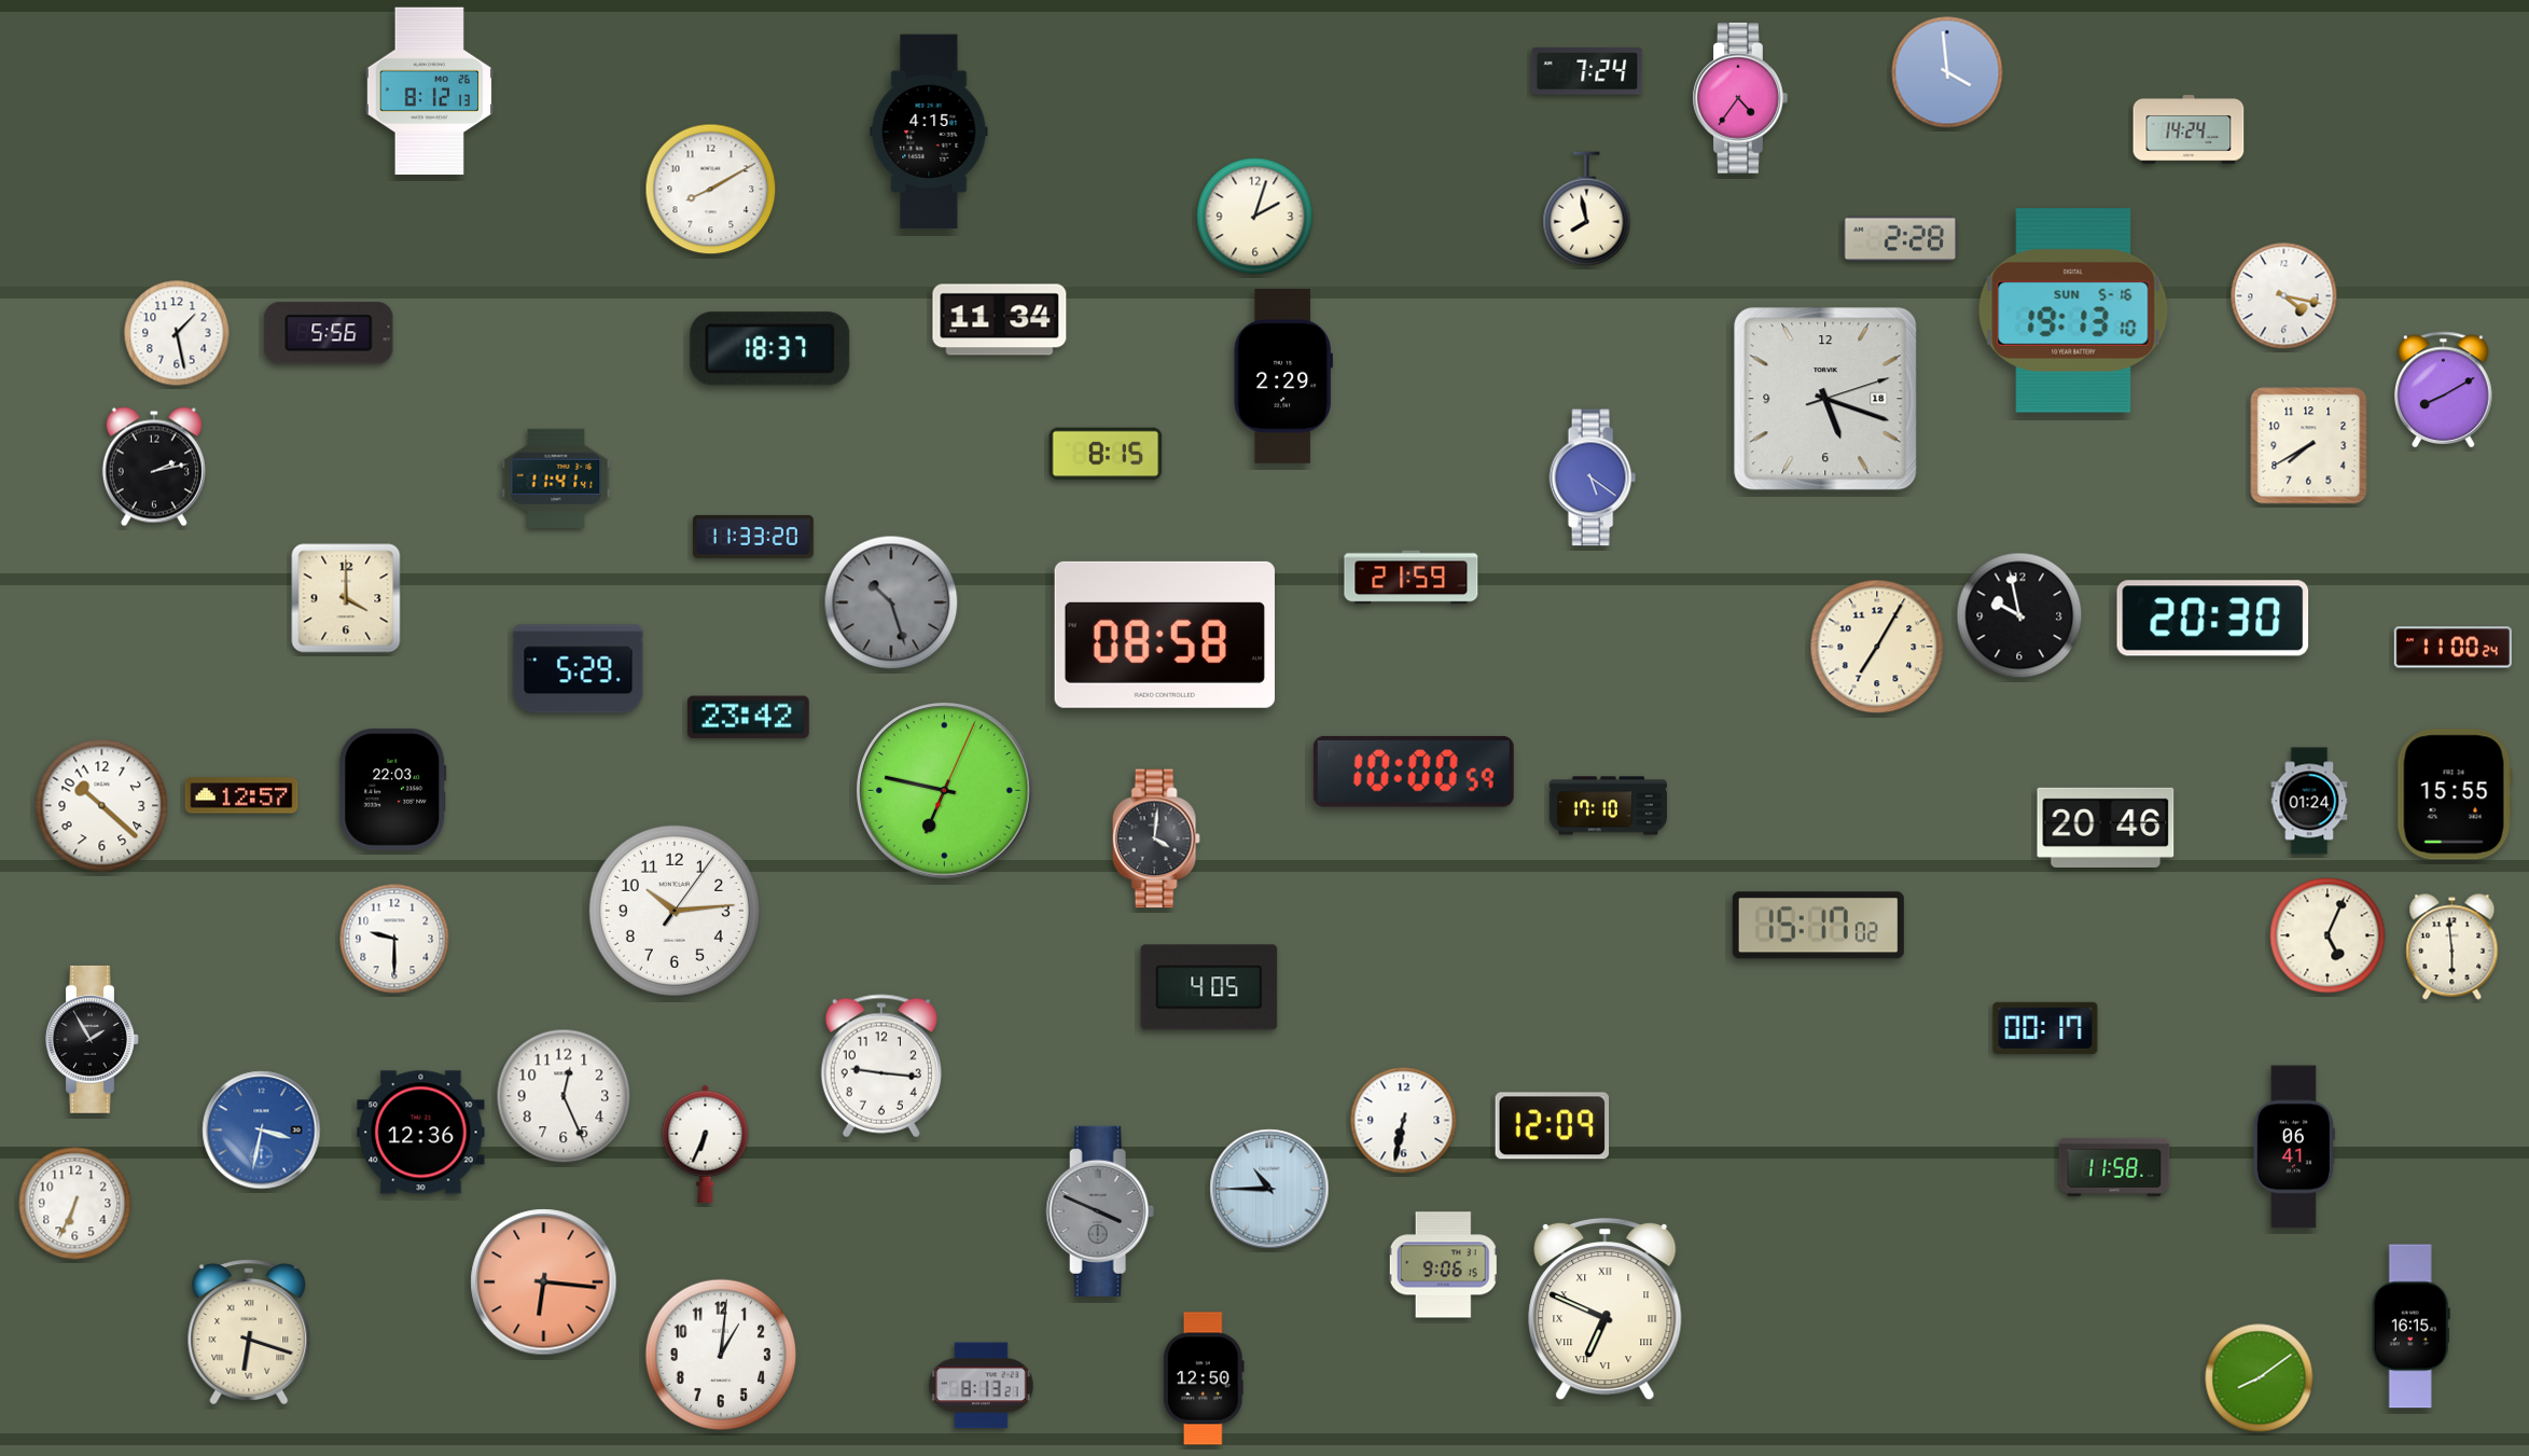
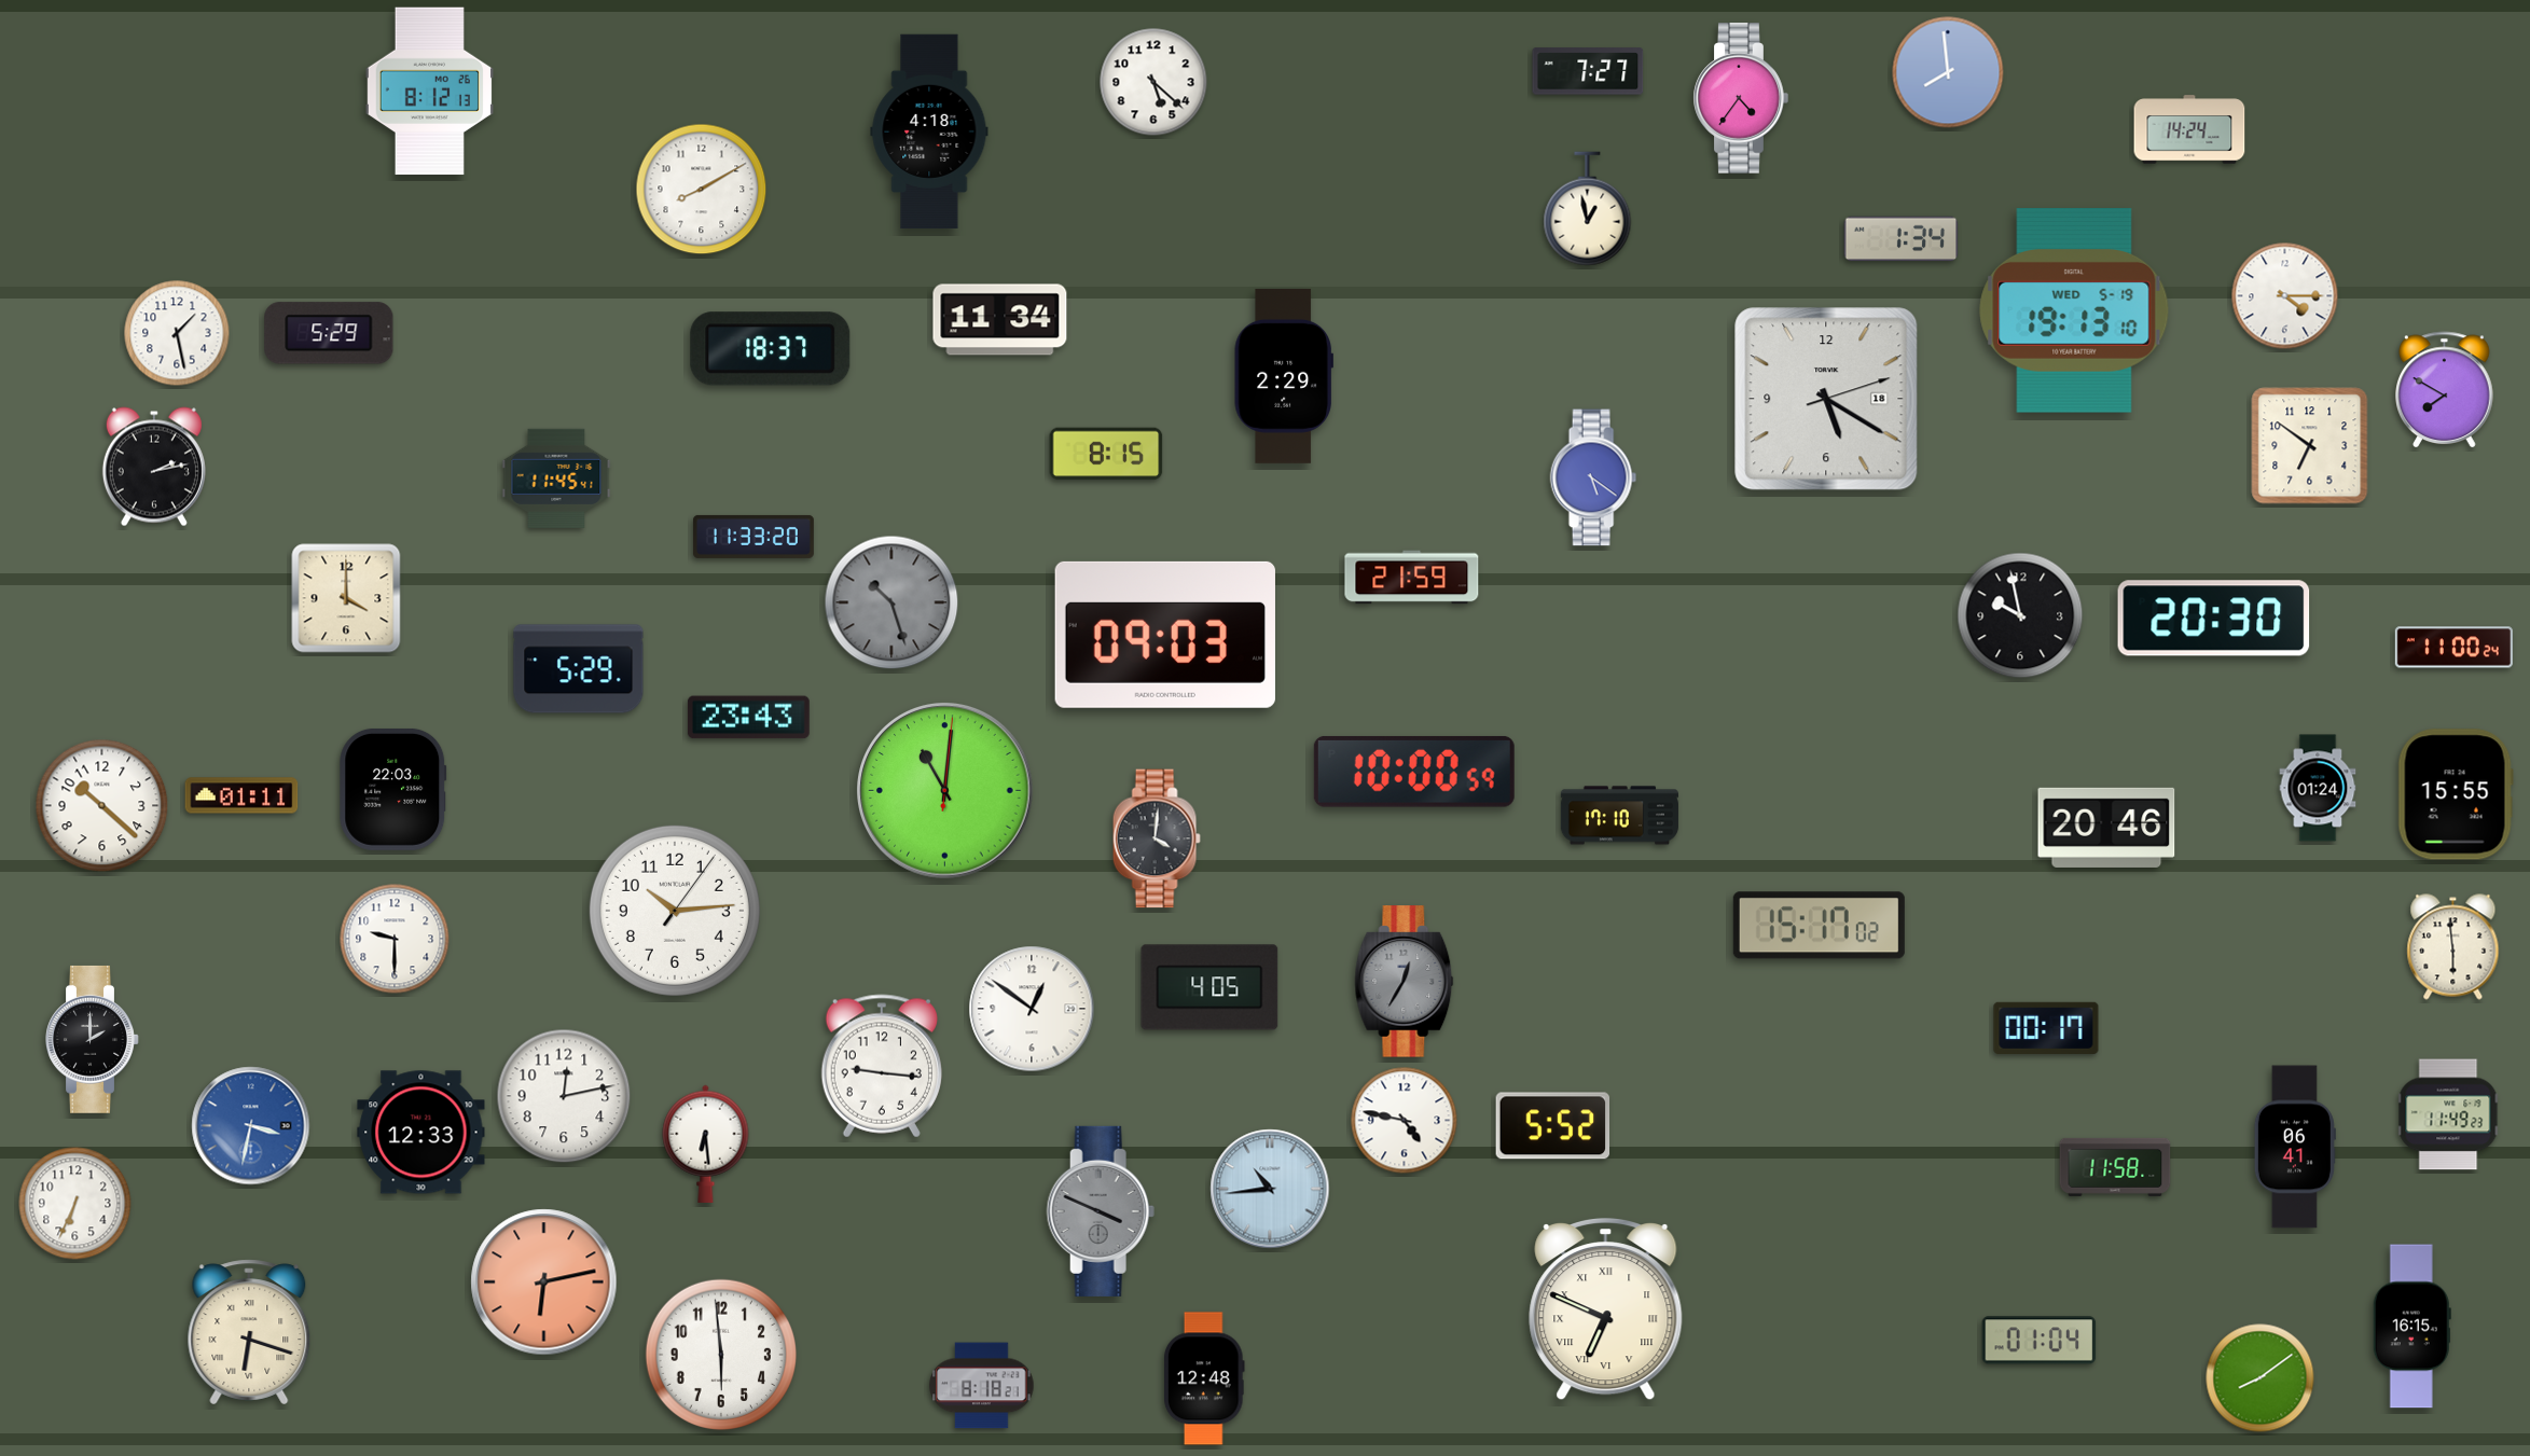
clock at (1587, 71): 7:24 -> 7:27
clock at (1947, 72): 3:59 -> 7:59
clock at (1153, 82): none -> 5:22
clock at (929, 131): 4:15 -> 4:18
clock at (711, 190) position: (711, 190) -> (702, 190)
clock at (1587, 209): 7:58 -> 12:58
clock at (1255, 217): 2:03 -> none
clock at (1901, 239): 2:28 -> 1:34
clock at (2284, 296): 4:17 -> 4:15
clock at (2073, 310) date: SUN 5-16 -> WED 5-19
clock at (329, 333): 5:56 -> 5:29
clock at (2444, 390): 8:10 -> 7:50
clock at (1825, 399): 5:18 -> 5:20
clock at (2309, 446): 7:40 -> 6:51
clock at (556, 479): 11:41 -> 11:45
clock at (1165, 635): 08:58 -> 09:03
clock at (1877, 647): 7:05 -> none
clock at (748, 718): 23:42 -> 23:43
clock at (945, 791): 6:47 -> 11:01
clock at (241, 795): 12:57 -> 01:11
clock at (2309, 801) position: (2309, 801) -> (2318, 788)
clock at (1608, 806) position: (1608, 806) -> (1619, 816)
clock at (2327, 935): 5:04 -> none
clock at (1405, 982): none -> 12:35
clock at (1032, 1009): none -> 12:51
clock at (93, 1039): 1:55 -> 2:00
clock at (564, 1096): 12:26 -> 12:13
clock at (2448, 1114): none -> 11:49
clock at (1404, 1121): 6:32 -> 4:47
clock at (1553, 1126): 12:09 -> 5:52
clock at (262, 1131) position: (262, 1131) -> (251, 1126)
clock at (421, 1133): 12:36 -> 12:33
clock at (706, 1143): 6:34 -> 6:29
clock at (1269, 1189): 10:45 -> 10:44
clock at (1443, 1265): 9:06 -> none
clock at (544, 1282): 6:16 -> 6:13
clock at (2040, 1341): none -> 01:04
clock at (720, 1354): 1:01 -> 5:59
clock at (1204, 1378): 12:50 -> 12:48
clock at (982, 1386): 8:13 -> 8:18
